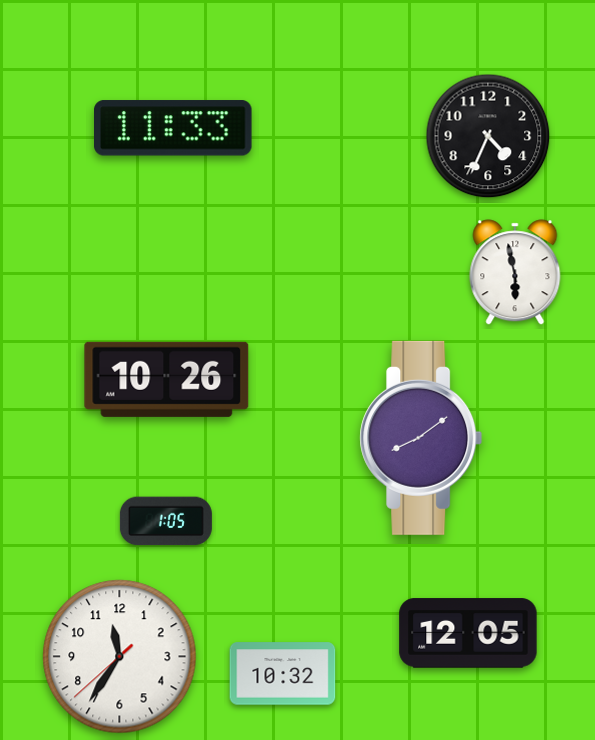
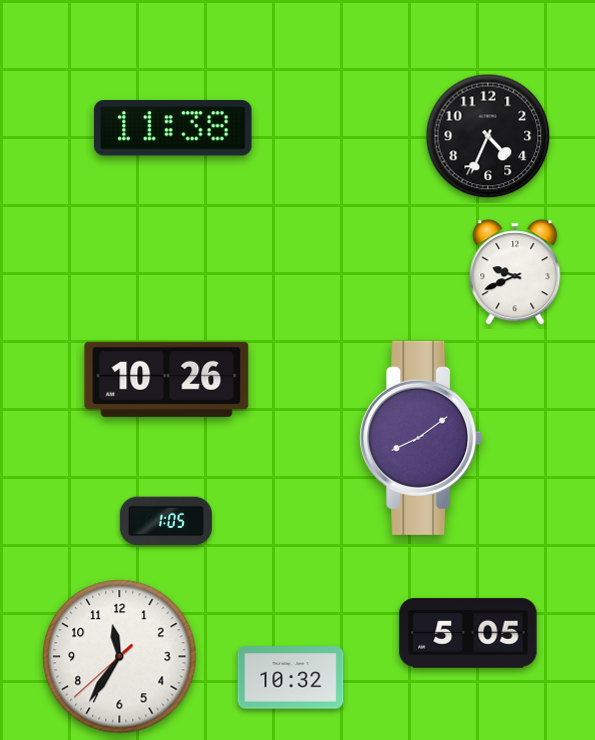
clock at (173, 128): 11:33 -> 11:38
clock at (515, 272): 5:58 -> 9:41
clock at (468, 633): 12:05 -> 5:05
clock at (283, 674) position: (283, 674) -> (291, 678)
